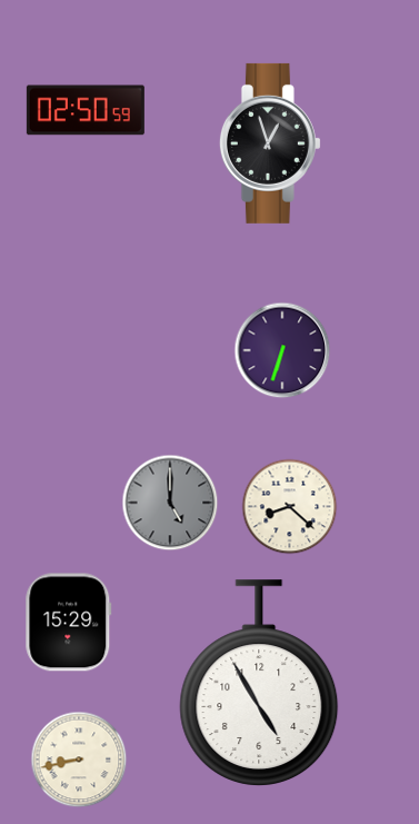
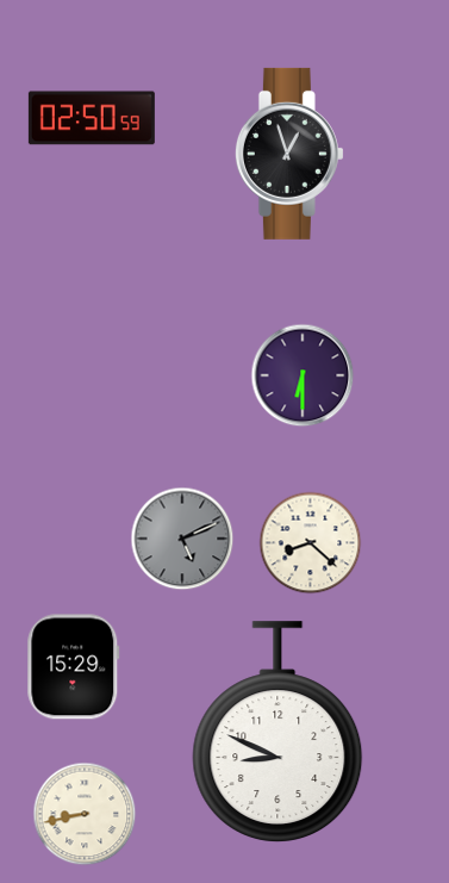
clock at (282, 350): 6:33 -> 6:30
clock at (170, 503): 5:00 -> 5:11
clock at (259, 683): 4:55 -> 8:49
